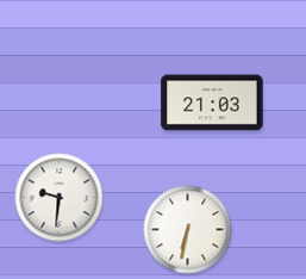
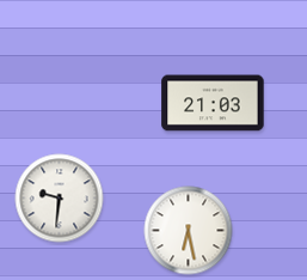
clock at (188, 230): 6:32 -> 6:28
